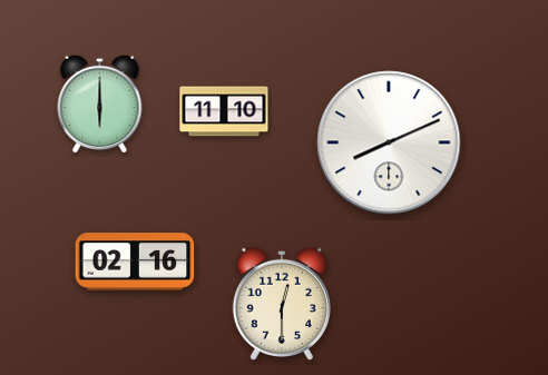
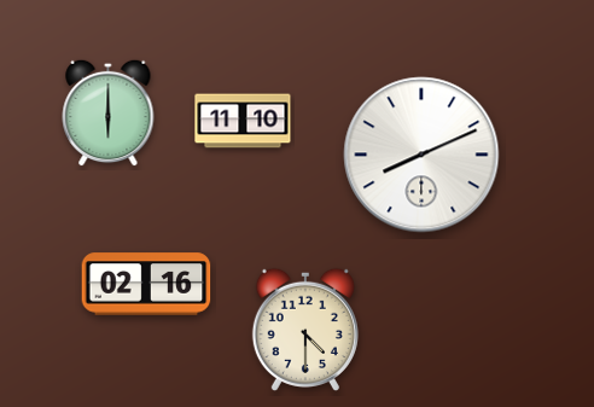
clock at (282, 304): 12:30 -> 4:30
